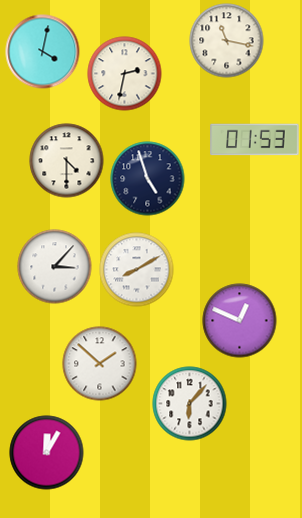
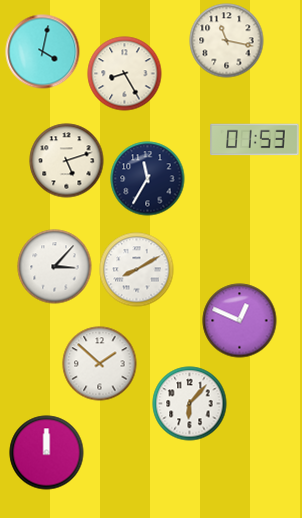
clock at (125, 74): 2:32 -> 8:25
clock at (67, 161): 4:30 -> 5:12
clock at (148, 179): 4:57 -> 11:35
clock at (47, 453): 12:05 -> 12:00
